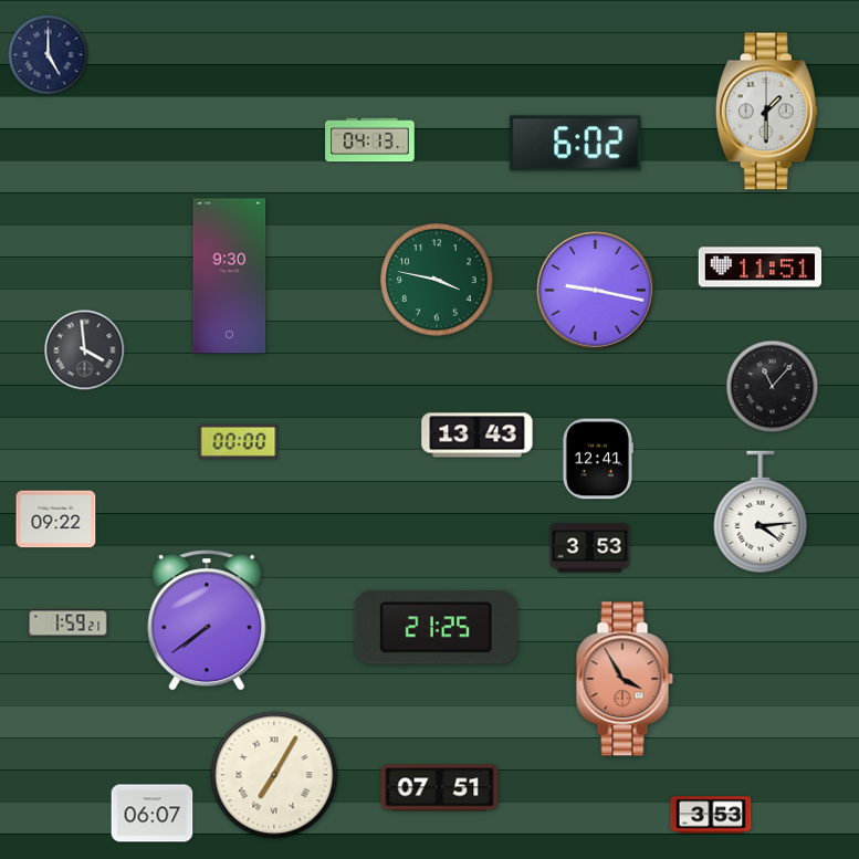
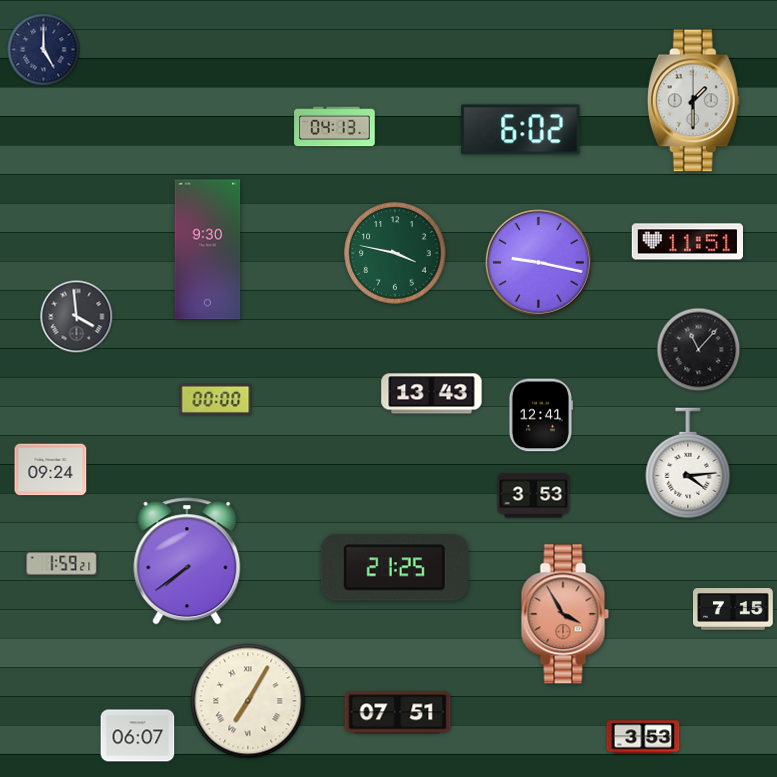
clock at (56, 520): 09:22 -> 09:24
clock at (733, 609): none -> 7:15
